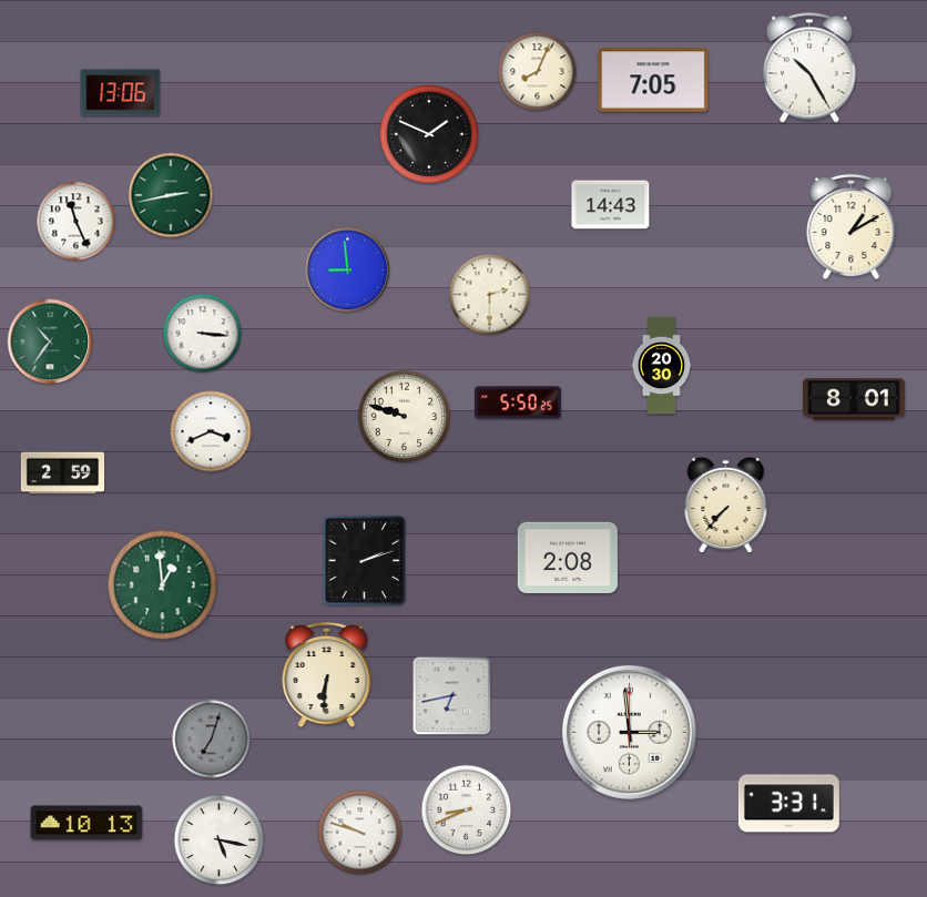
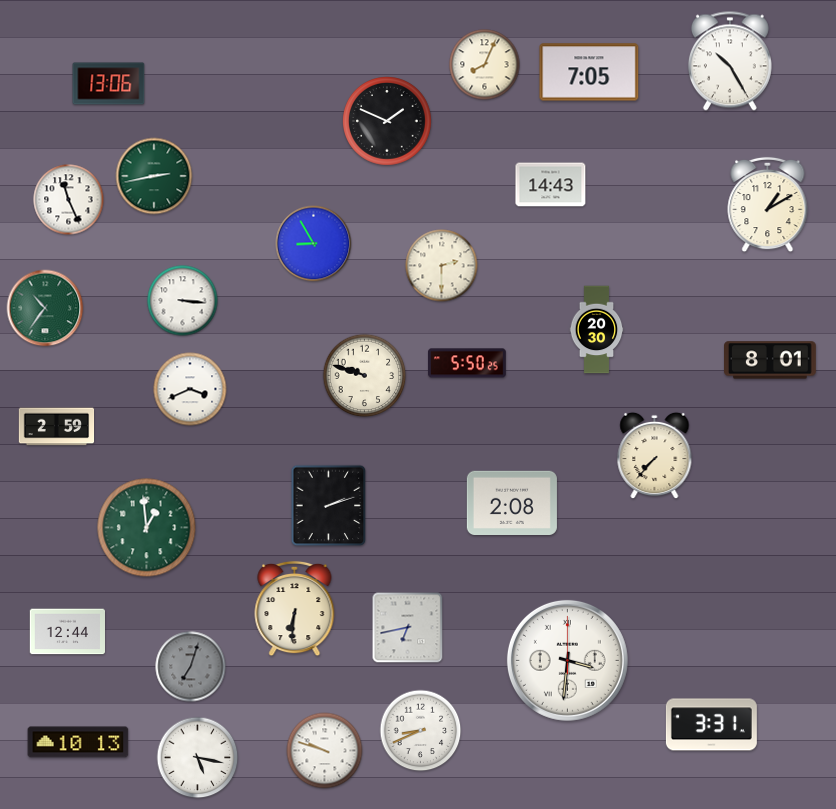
clock at (348, 271): 8:59 -> 8:55
clock at (68, 632): none -> 12:44
clock at (629, 732): 2:59 -> 3:31
